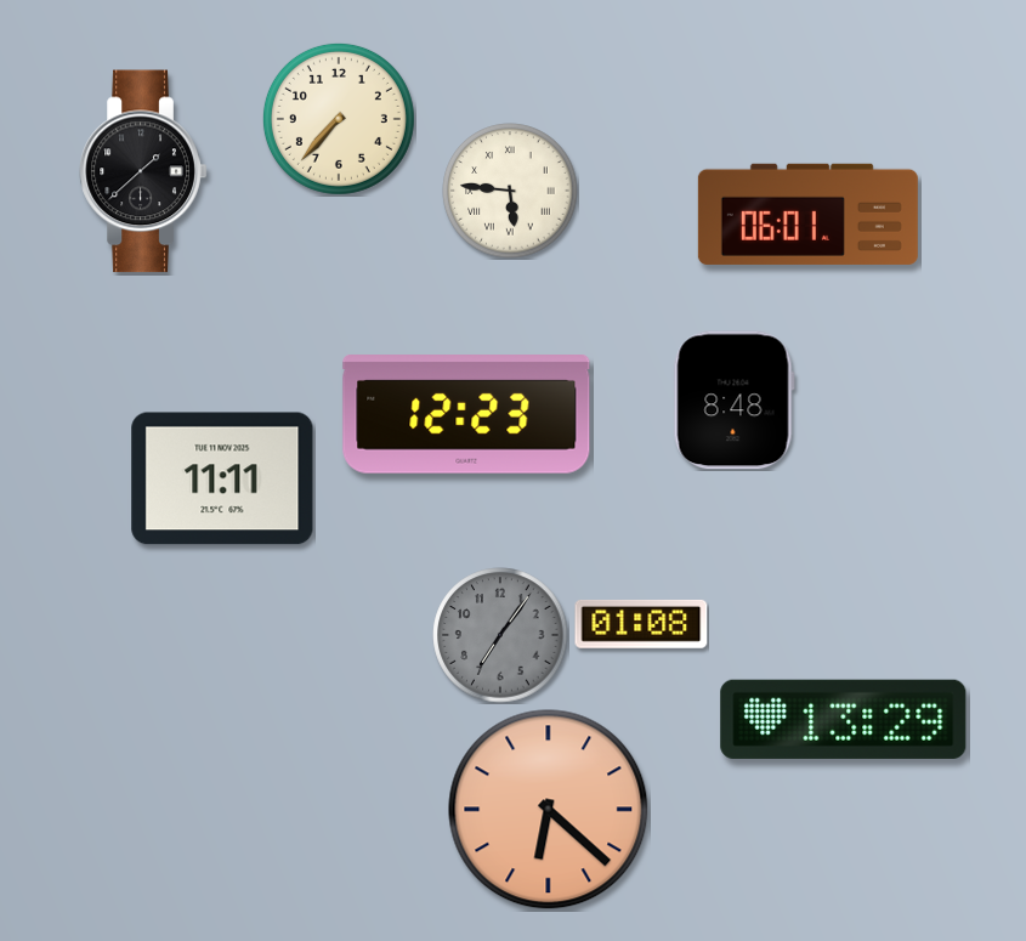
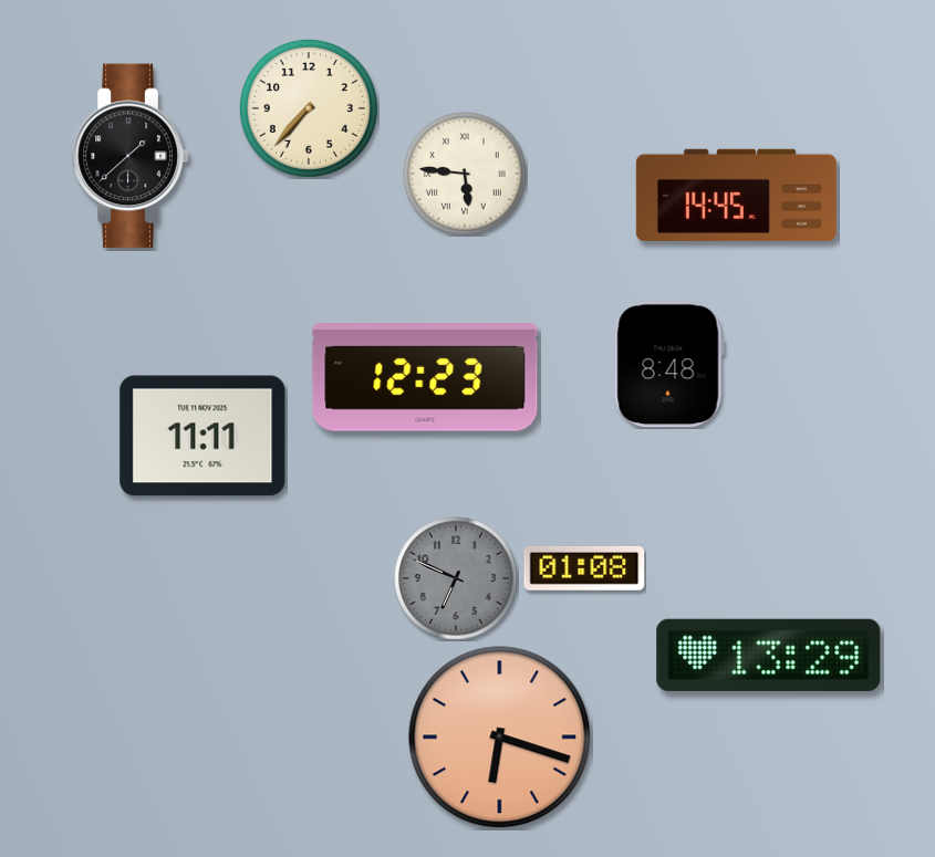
clock at (807, 214): 06:01 -> 14:45
clock at (500, 635): 7:06 -> 6:49
clock at (549, 810): 6:22 -> 6:18
